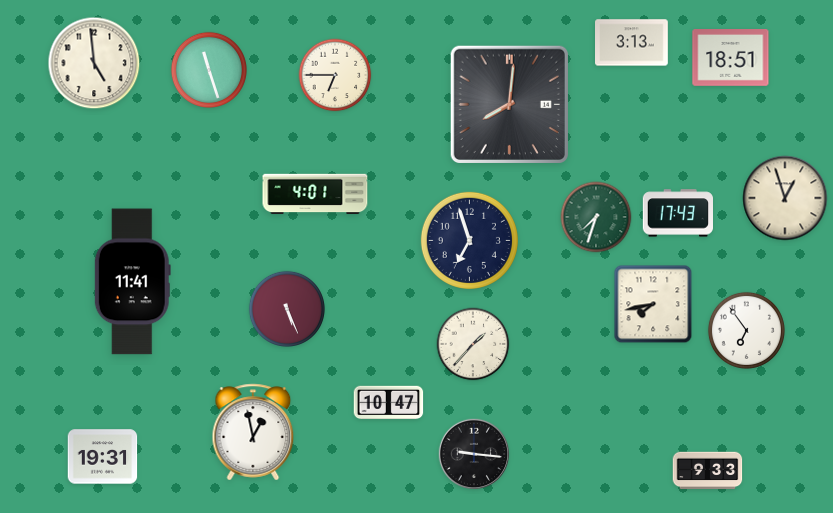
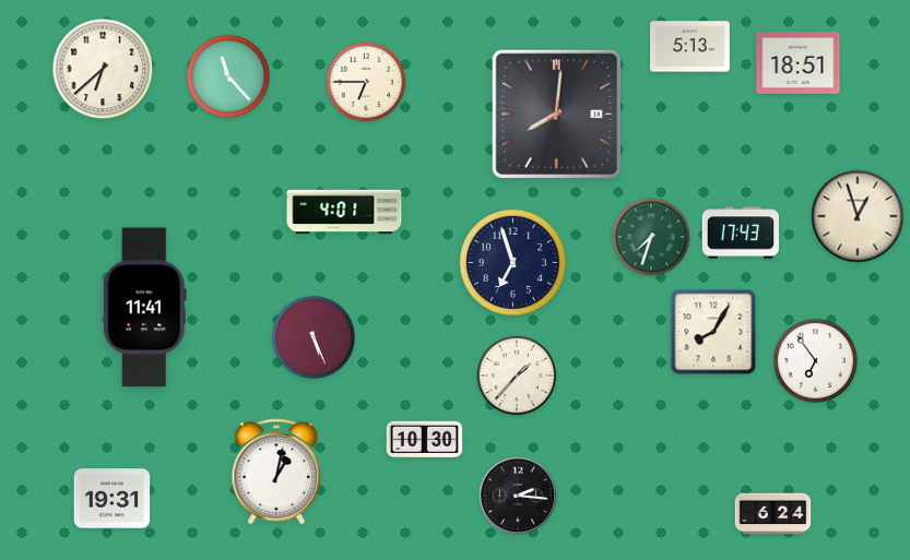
clock at (632, 43): 3:13 -> 5:13
clock at (94, 63): 4:59 -> 6:38
clock at (209, 70): 11:27 -> 11:23
clock at (653, 304): 7:43 -> 8:05
clock at (389, 403): 10:47 -> 10:30
clock at (253, 432): 12:58 -> 1:02
clock at (473, 453): 9:16 -> 2:16
clock at (708, 471): 9:33 -> 6:24
